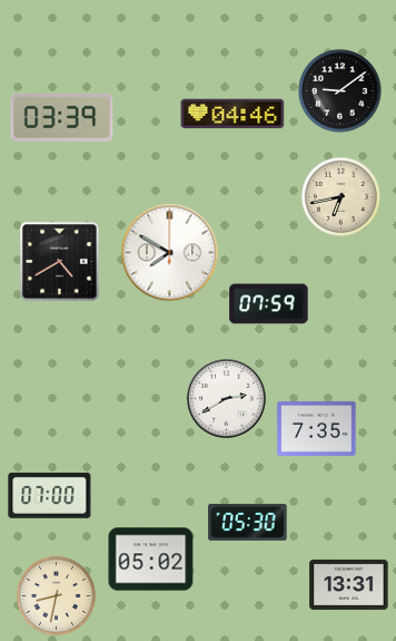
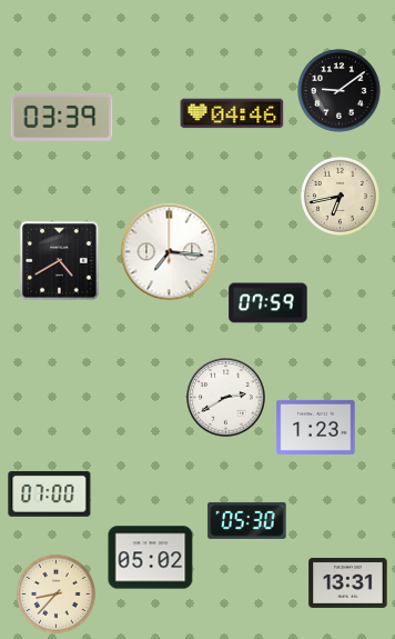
clock at (170, 253): 7:50 -> 7:16
clock at (317, 428): 7:35 -> 1:23
clock at (56, 595): 8:32 -> 8:37
